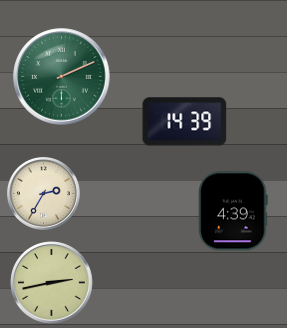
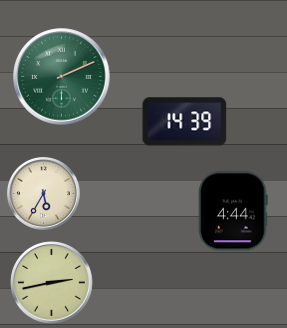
clock at (43, 193): 2:35 -> 5:35
clock at (233, 211): 4:39 -> 4:44
